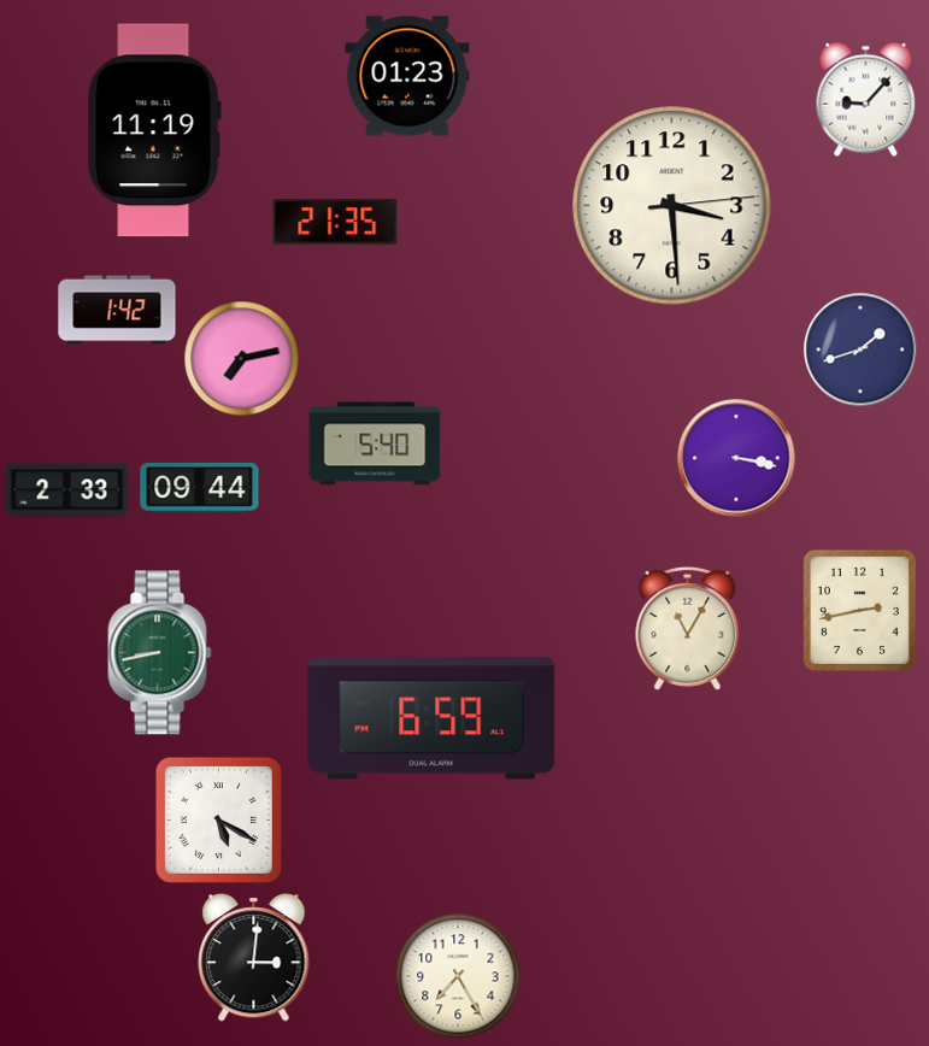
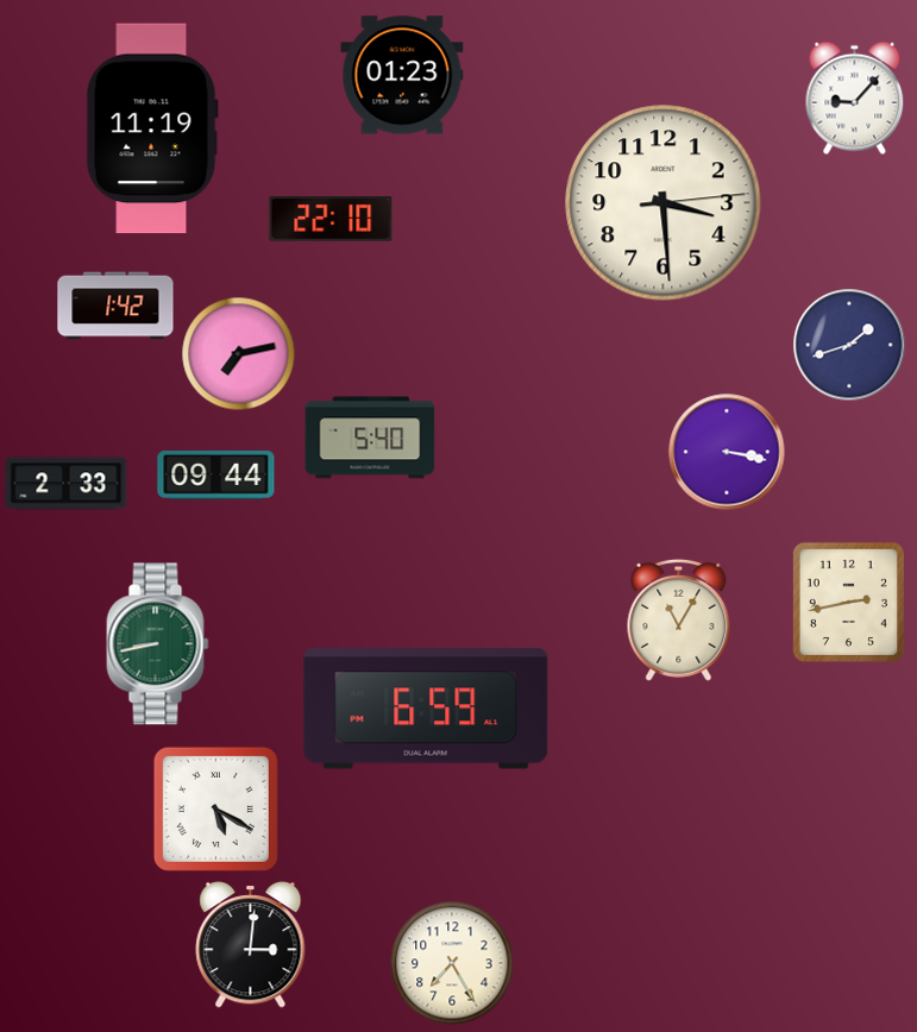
clock at (335, 222): 21:35 -> 22:10
clock at (200, 487) position: (200, 487) -> (216, 474)
